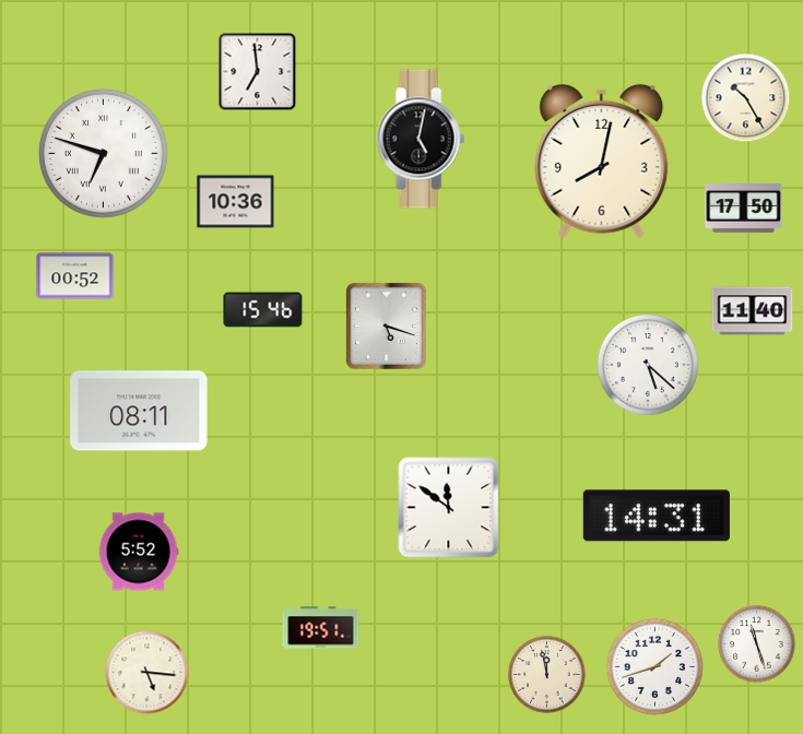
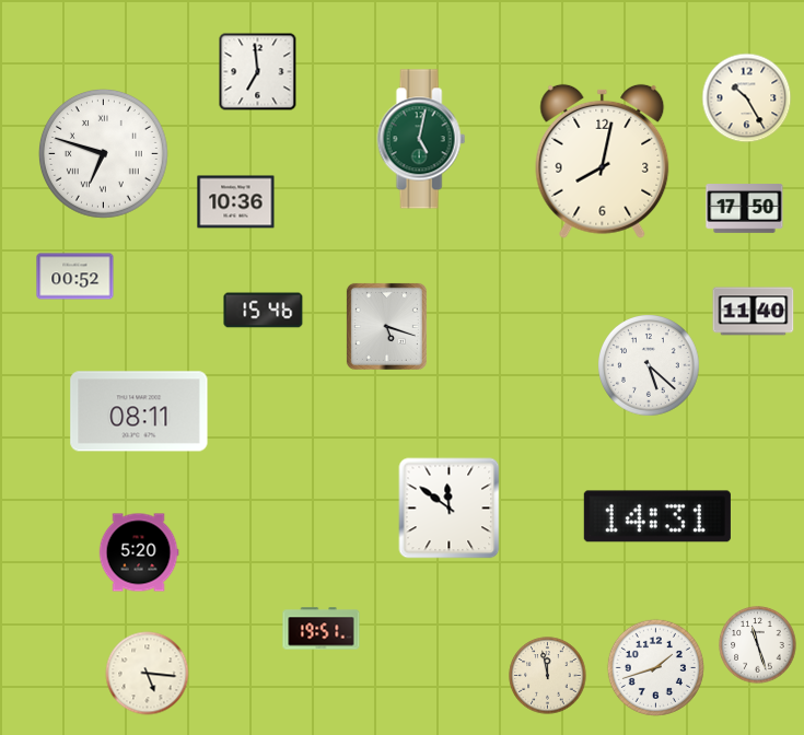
clock at (421, 139) dial: black -> green
clock at (139, 552): 5:52 -> 5:20
